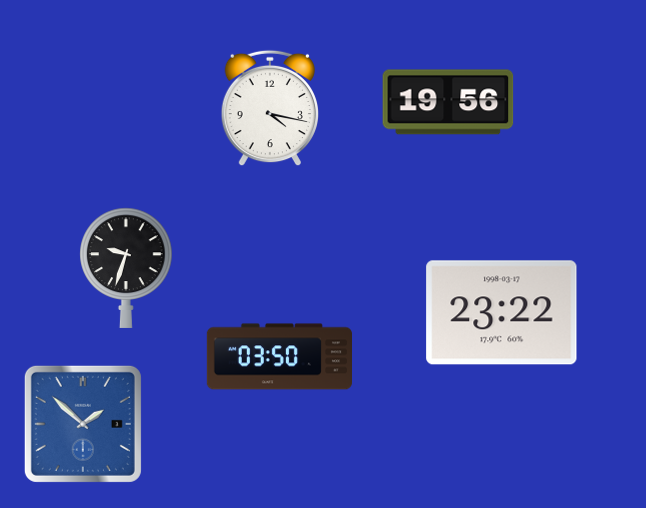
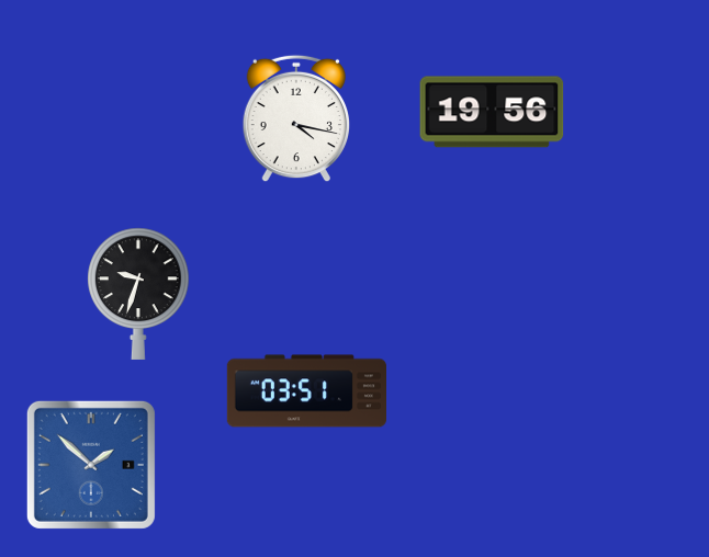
clock at (502, 313): 23:22 -> none
clock at (279, 357): 03:50 -> 03:51
